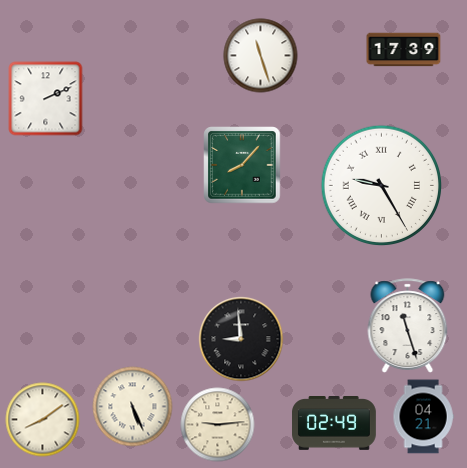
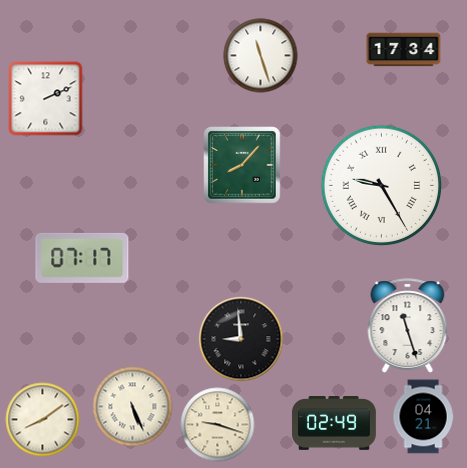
clock at (404, 50): 17:39 -> 17:34
clock at (82, 258): none -> 07:17
clock at (218, 425): 9:14 -> 9:18
